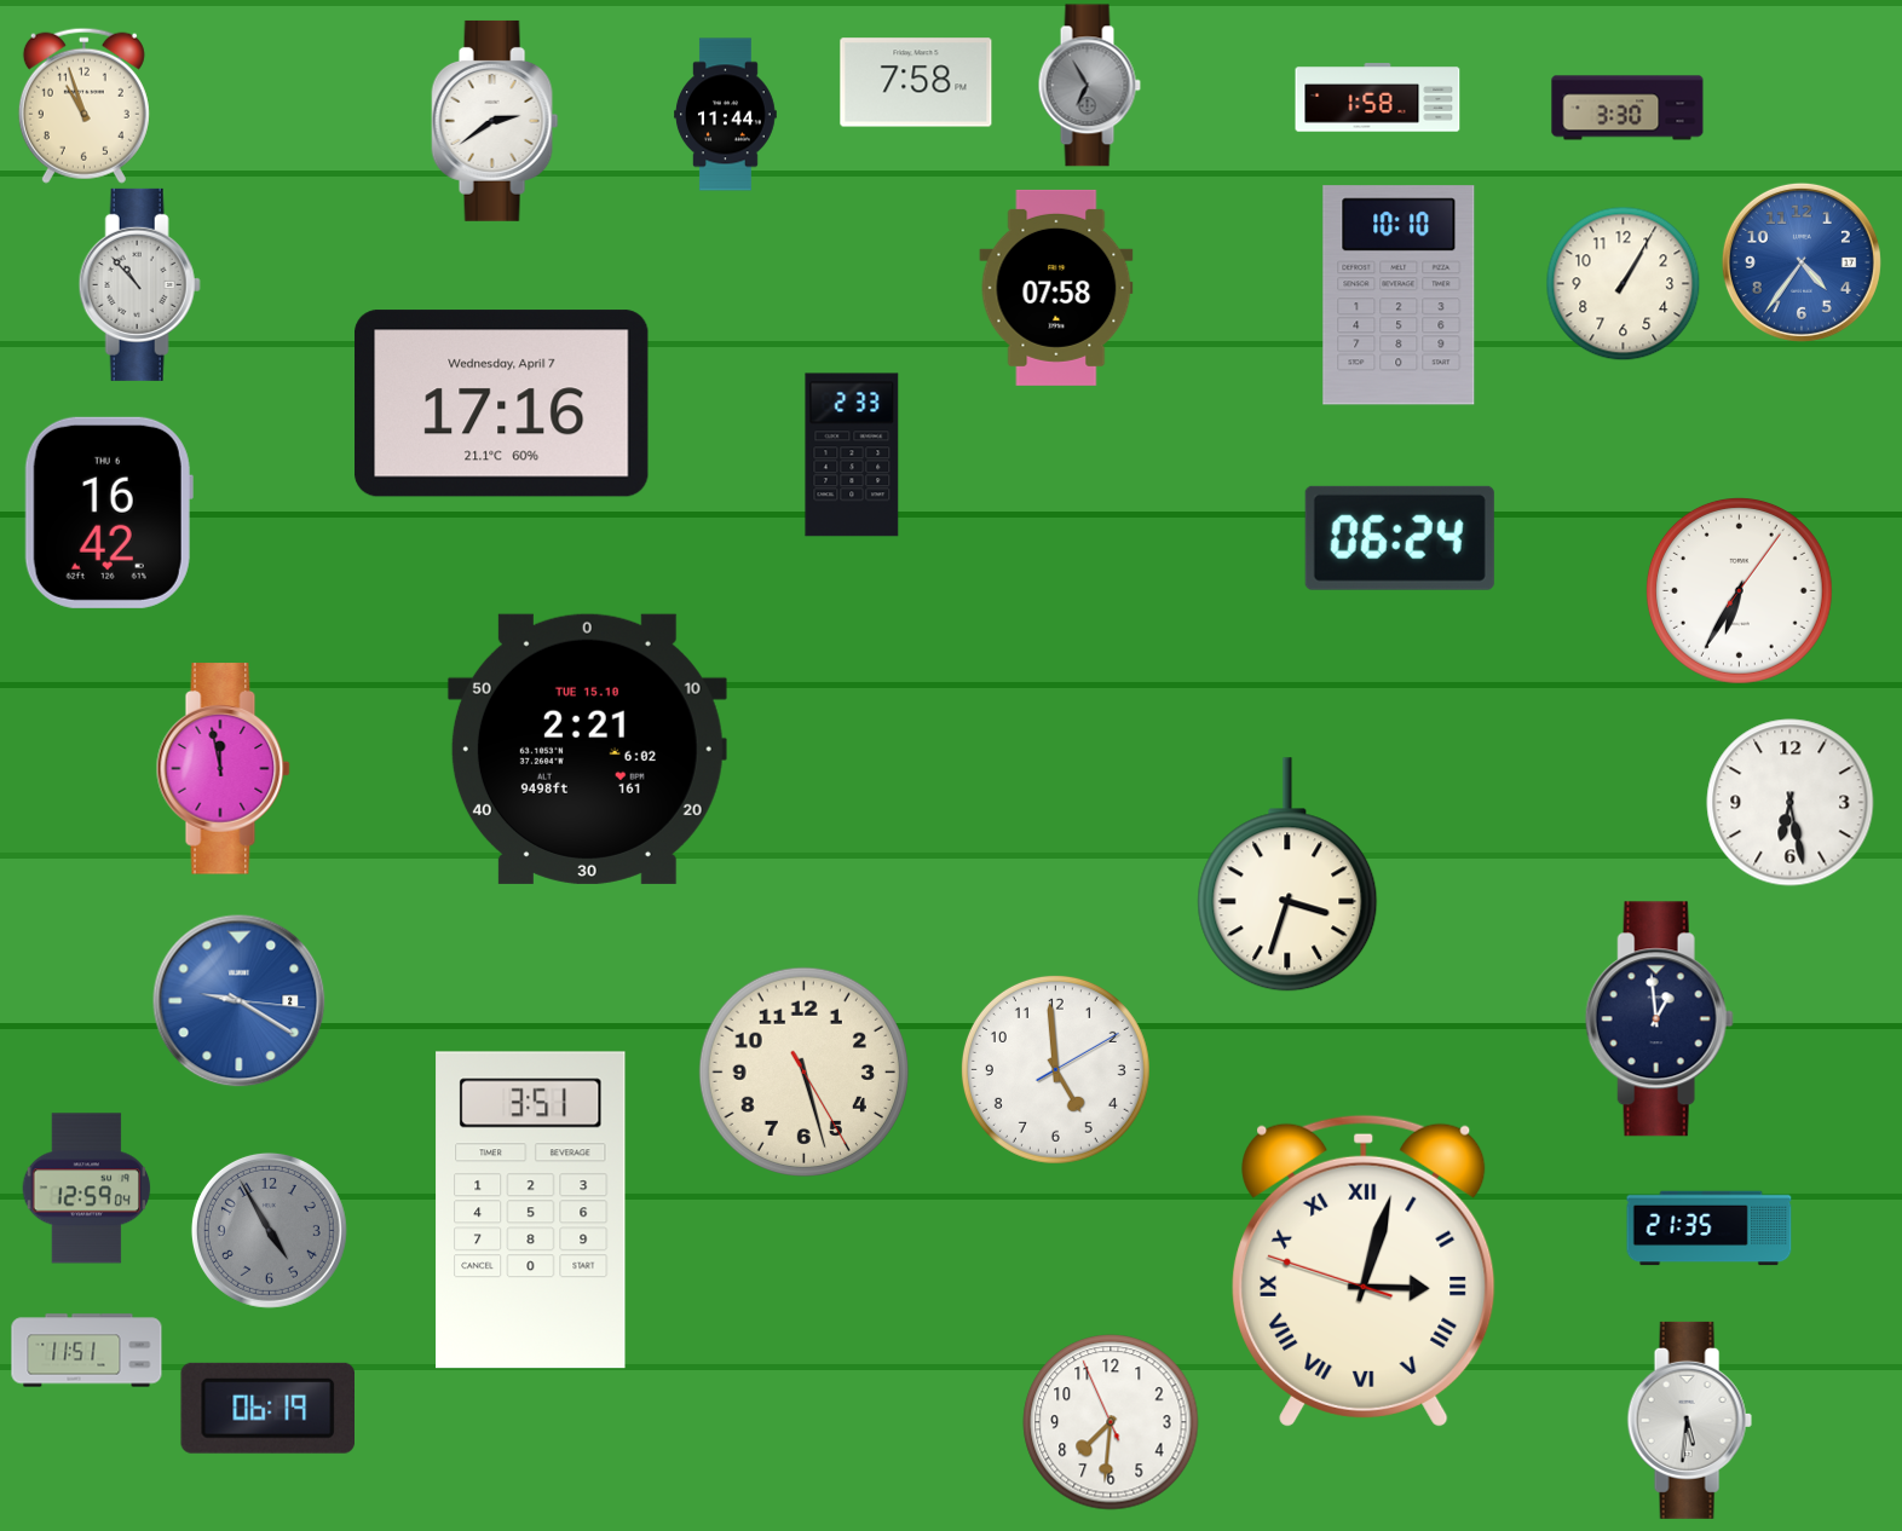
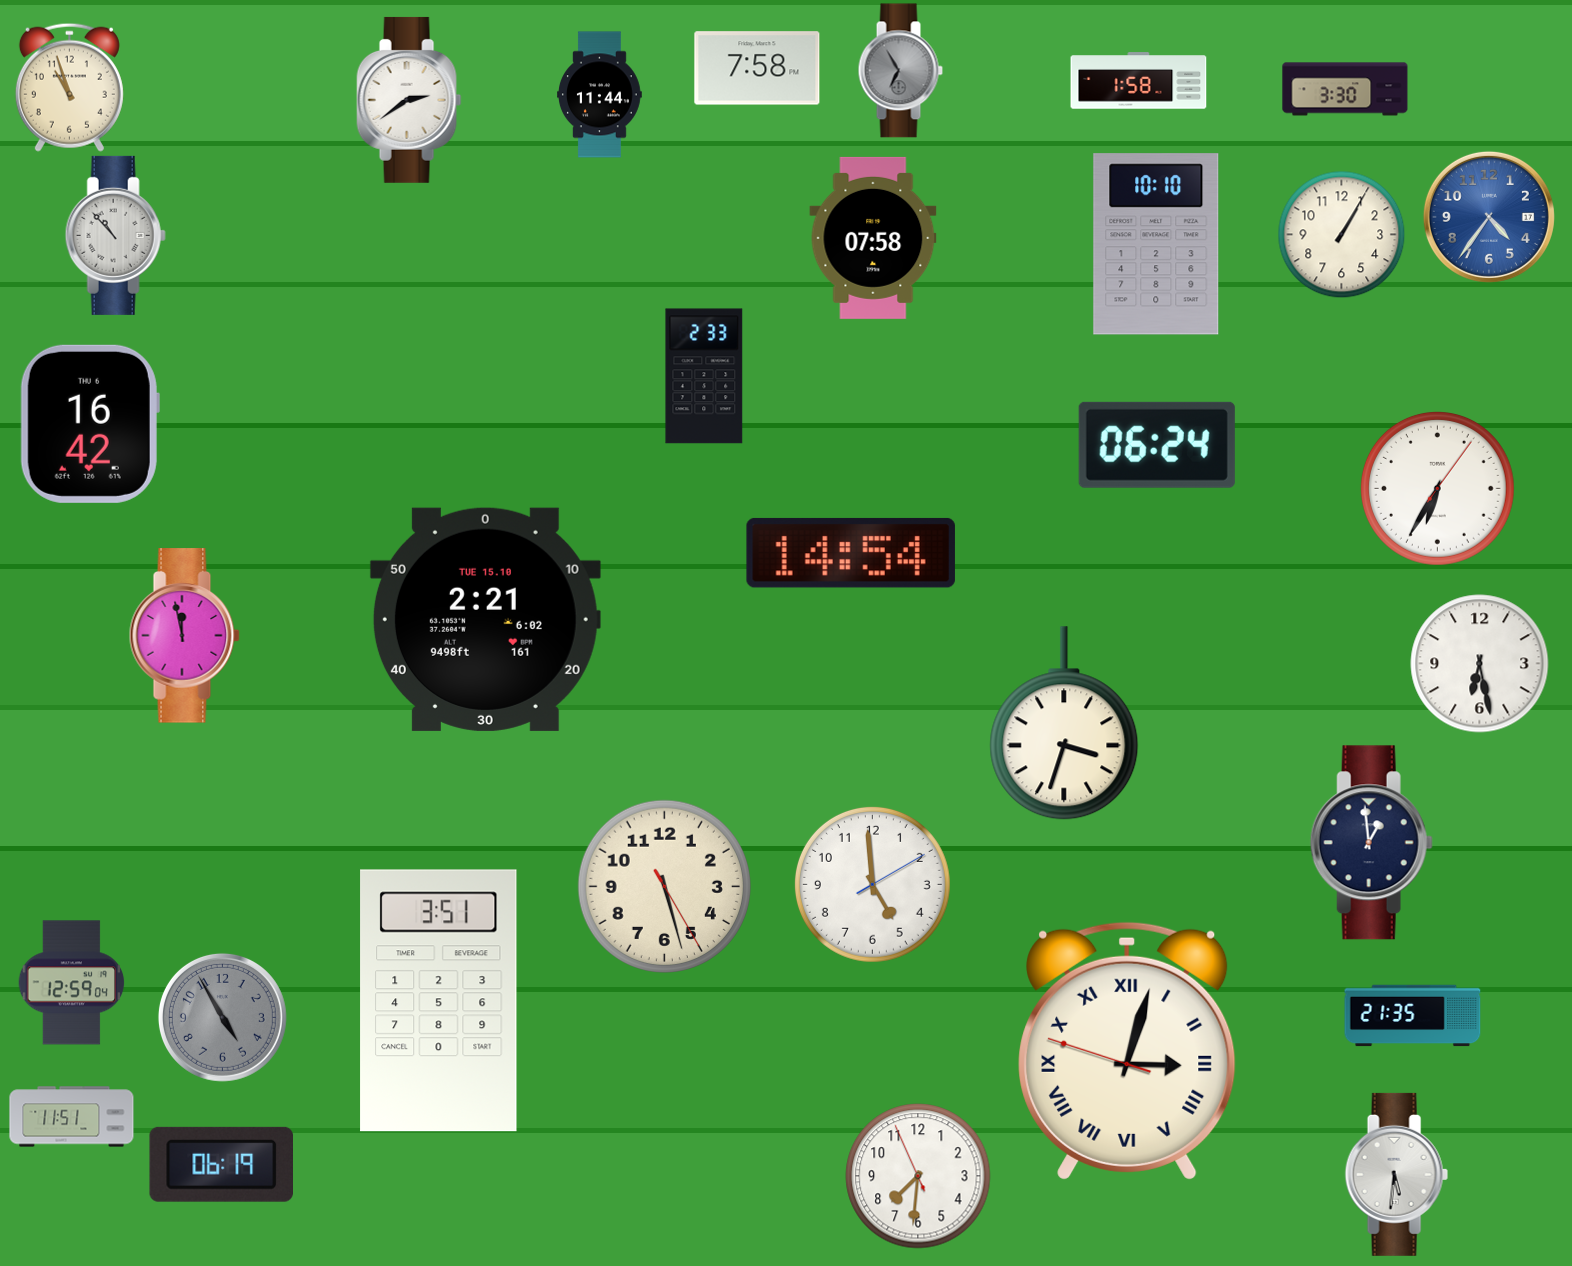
clock at (502, 404): 17:16 -> none
clock at (851, 553): none -> 14:54
clock at (240, 1001): 9:20 -> none
